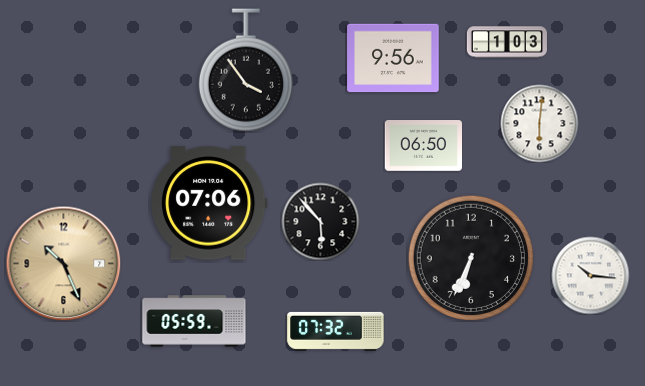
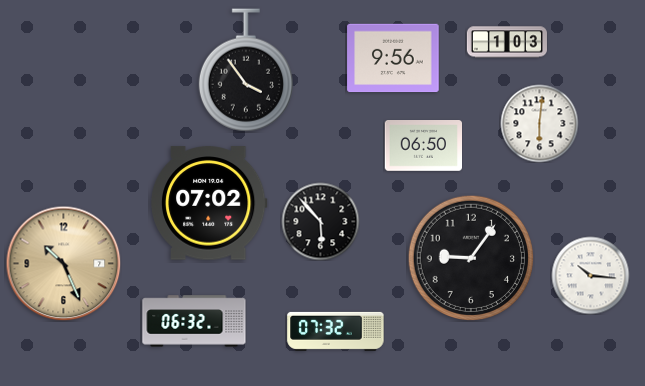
clock at (209, 203): 07:06 -> 07:02
clock at (470, 257): 6:34 -> 9:06
clock at (194, 321): 05:59 -> 06:32
